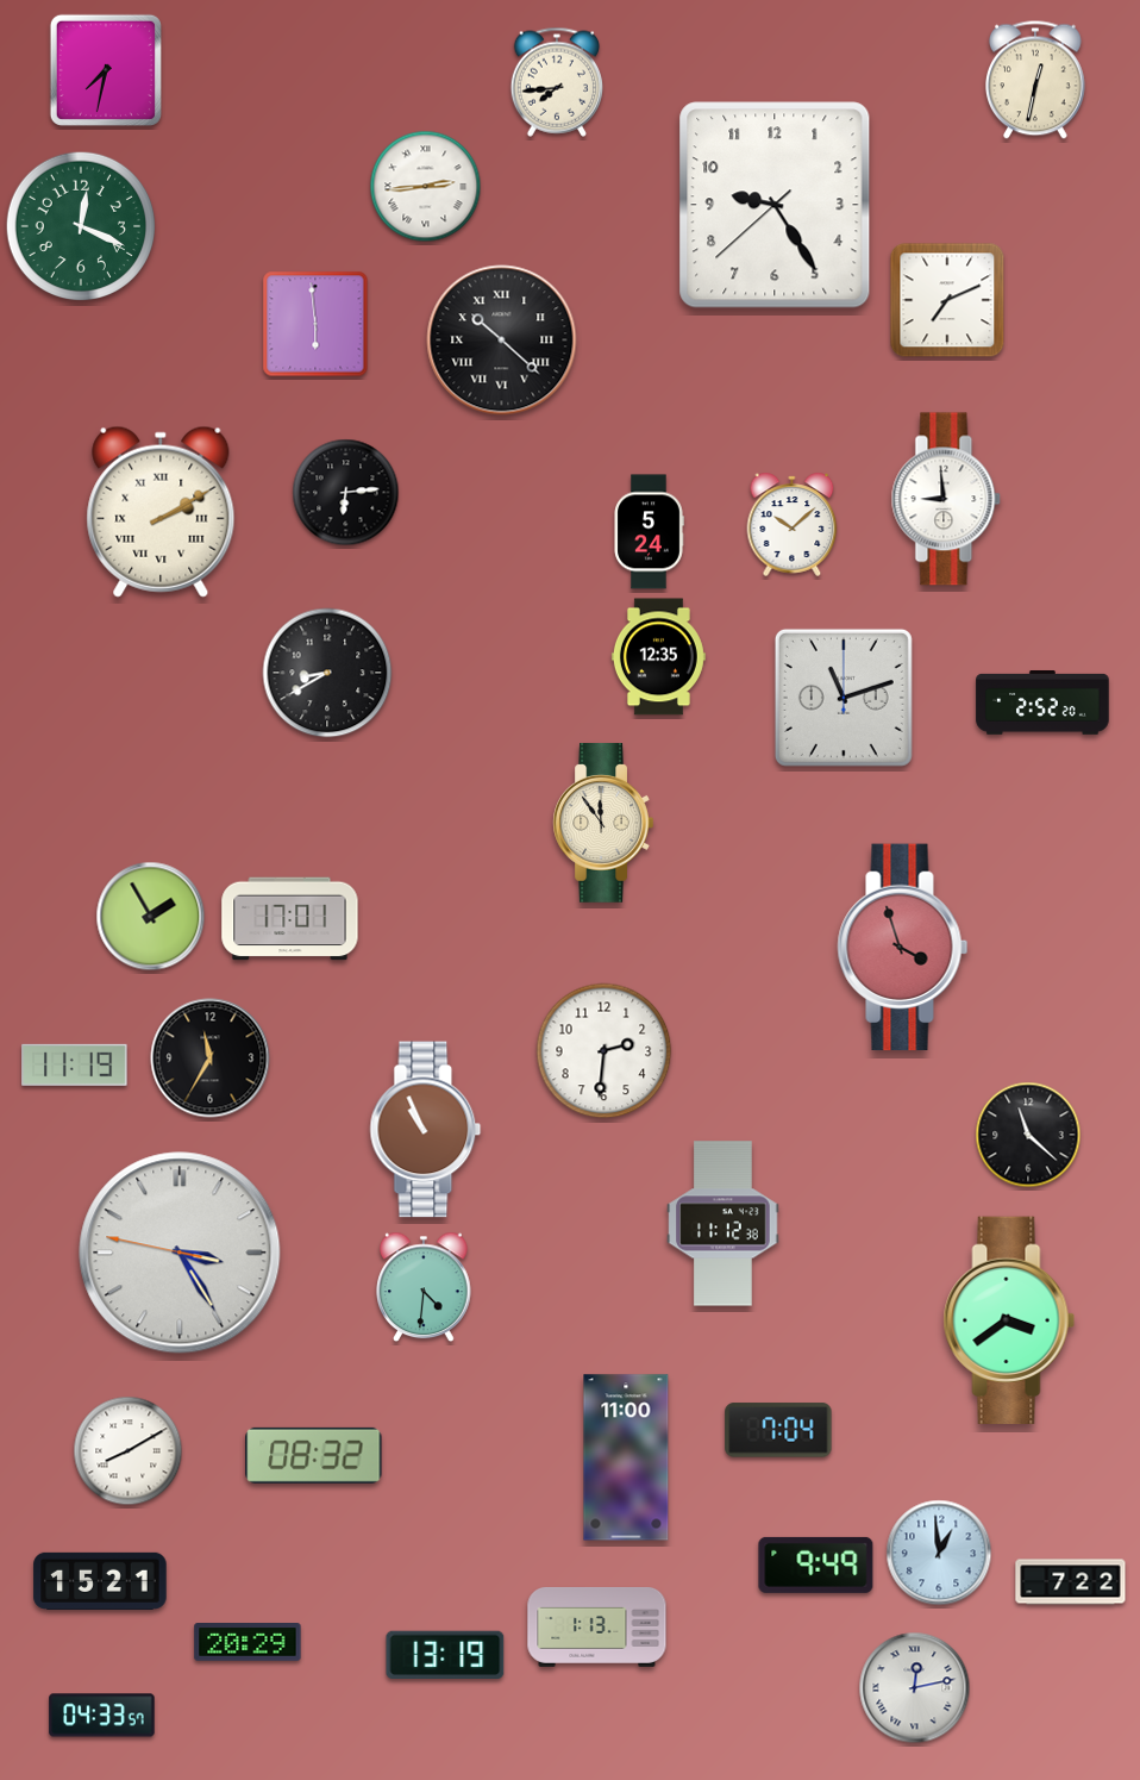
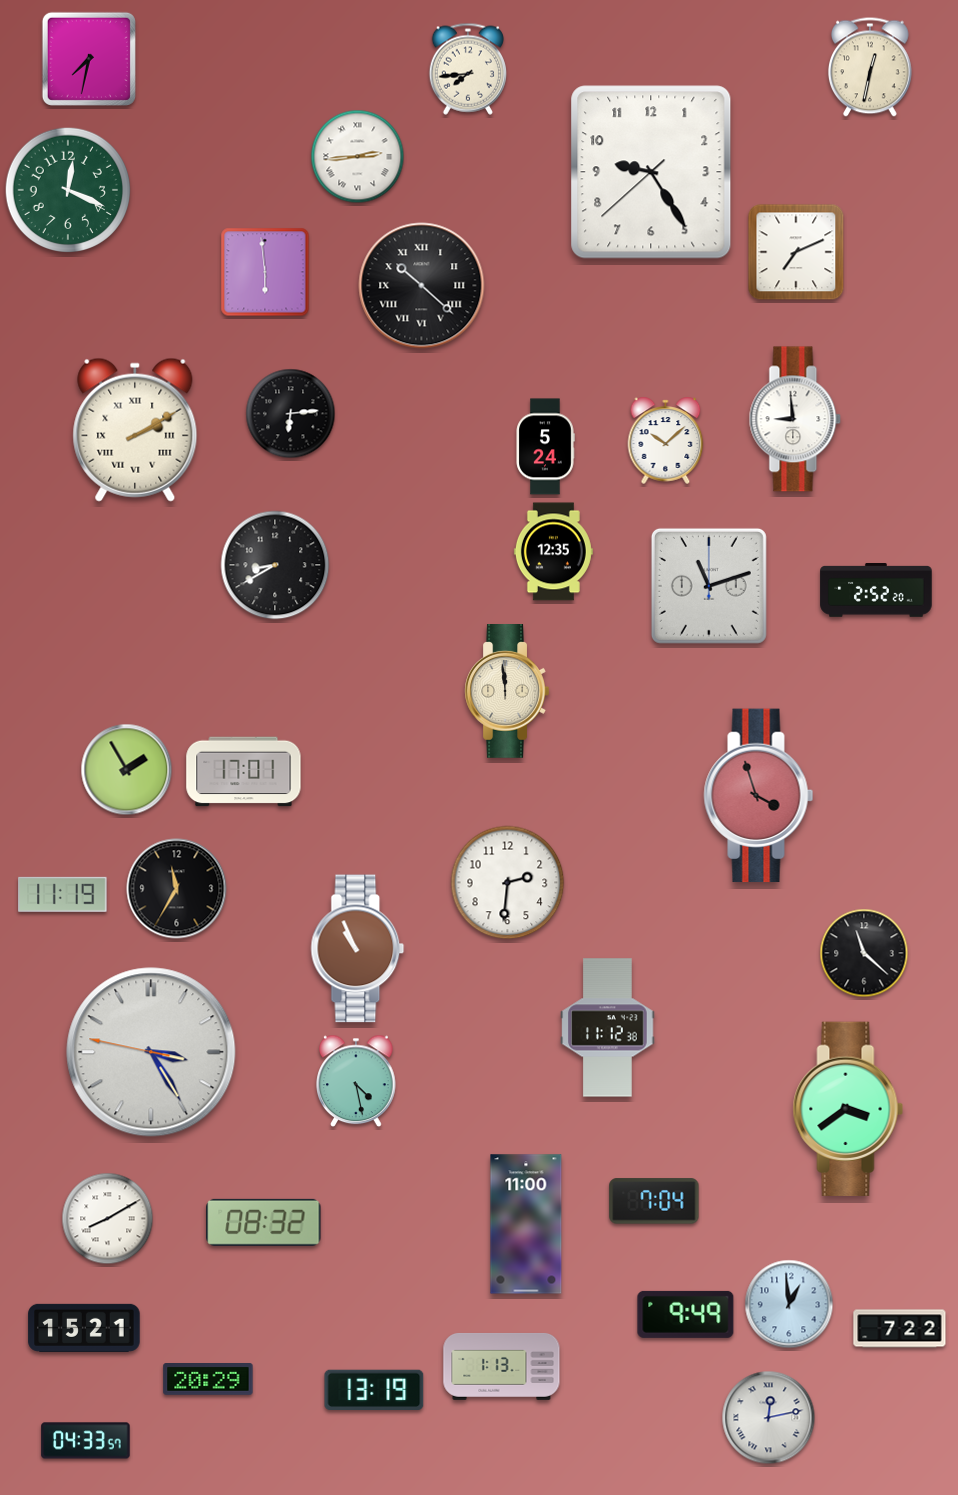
clock at (603, 824): 11:54 -> 11:59
clock at (424, 1287): 4:31 -> 4:28
